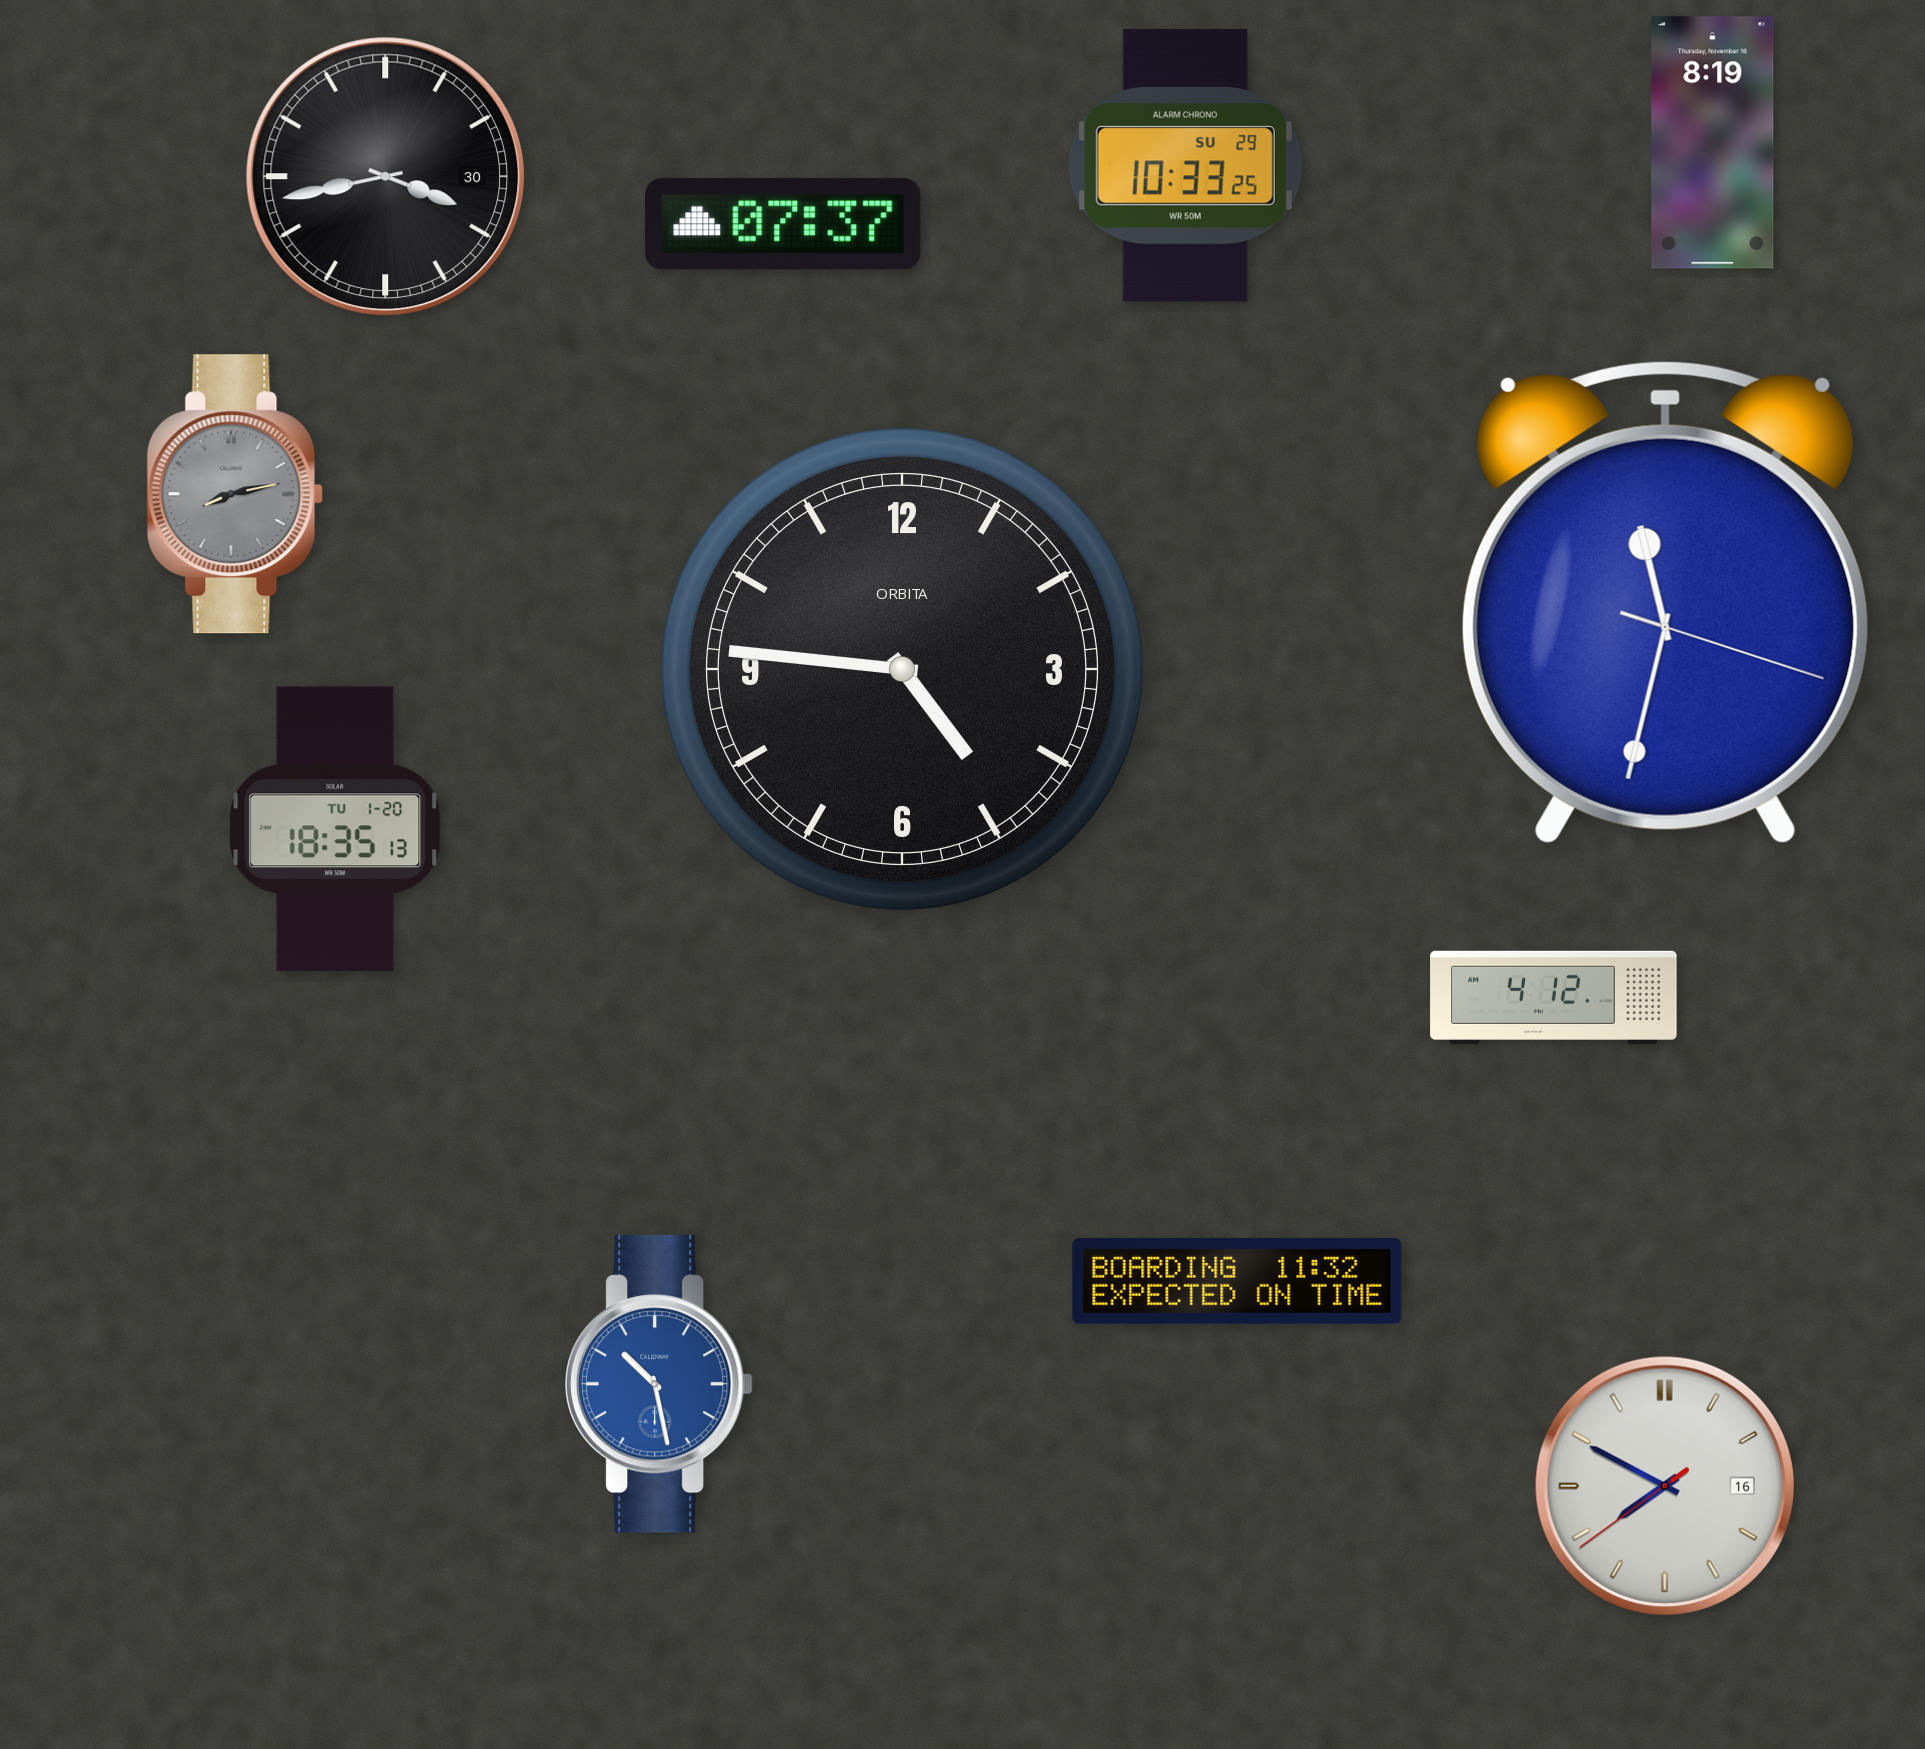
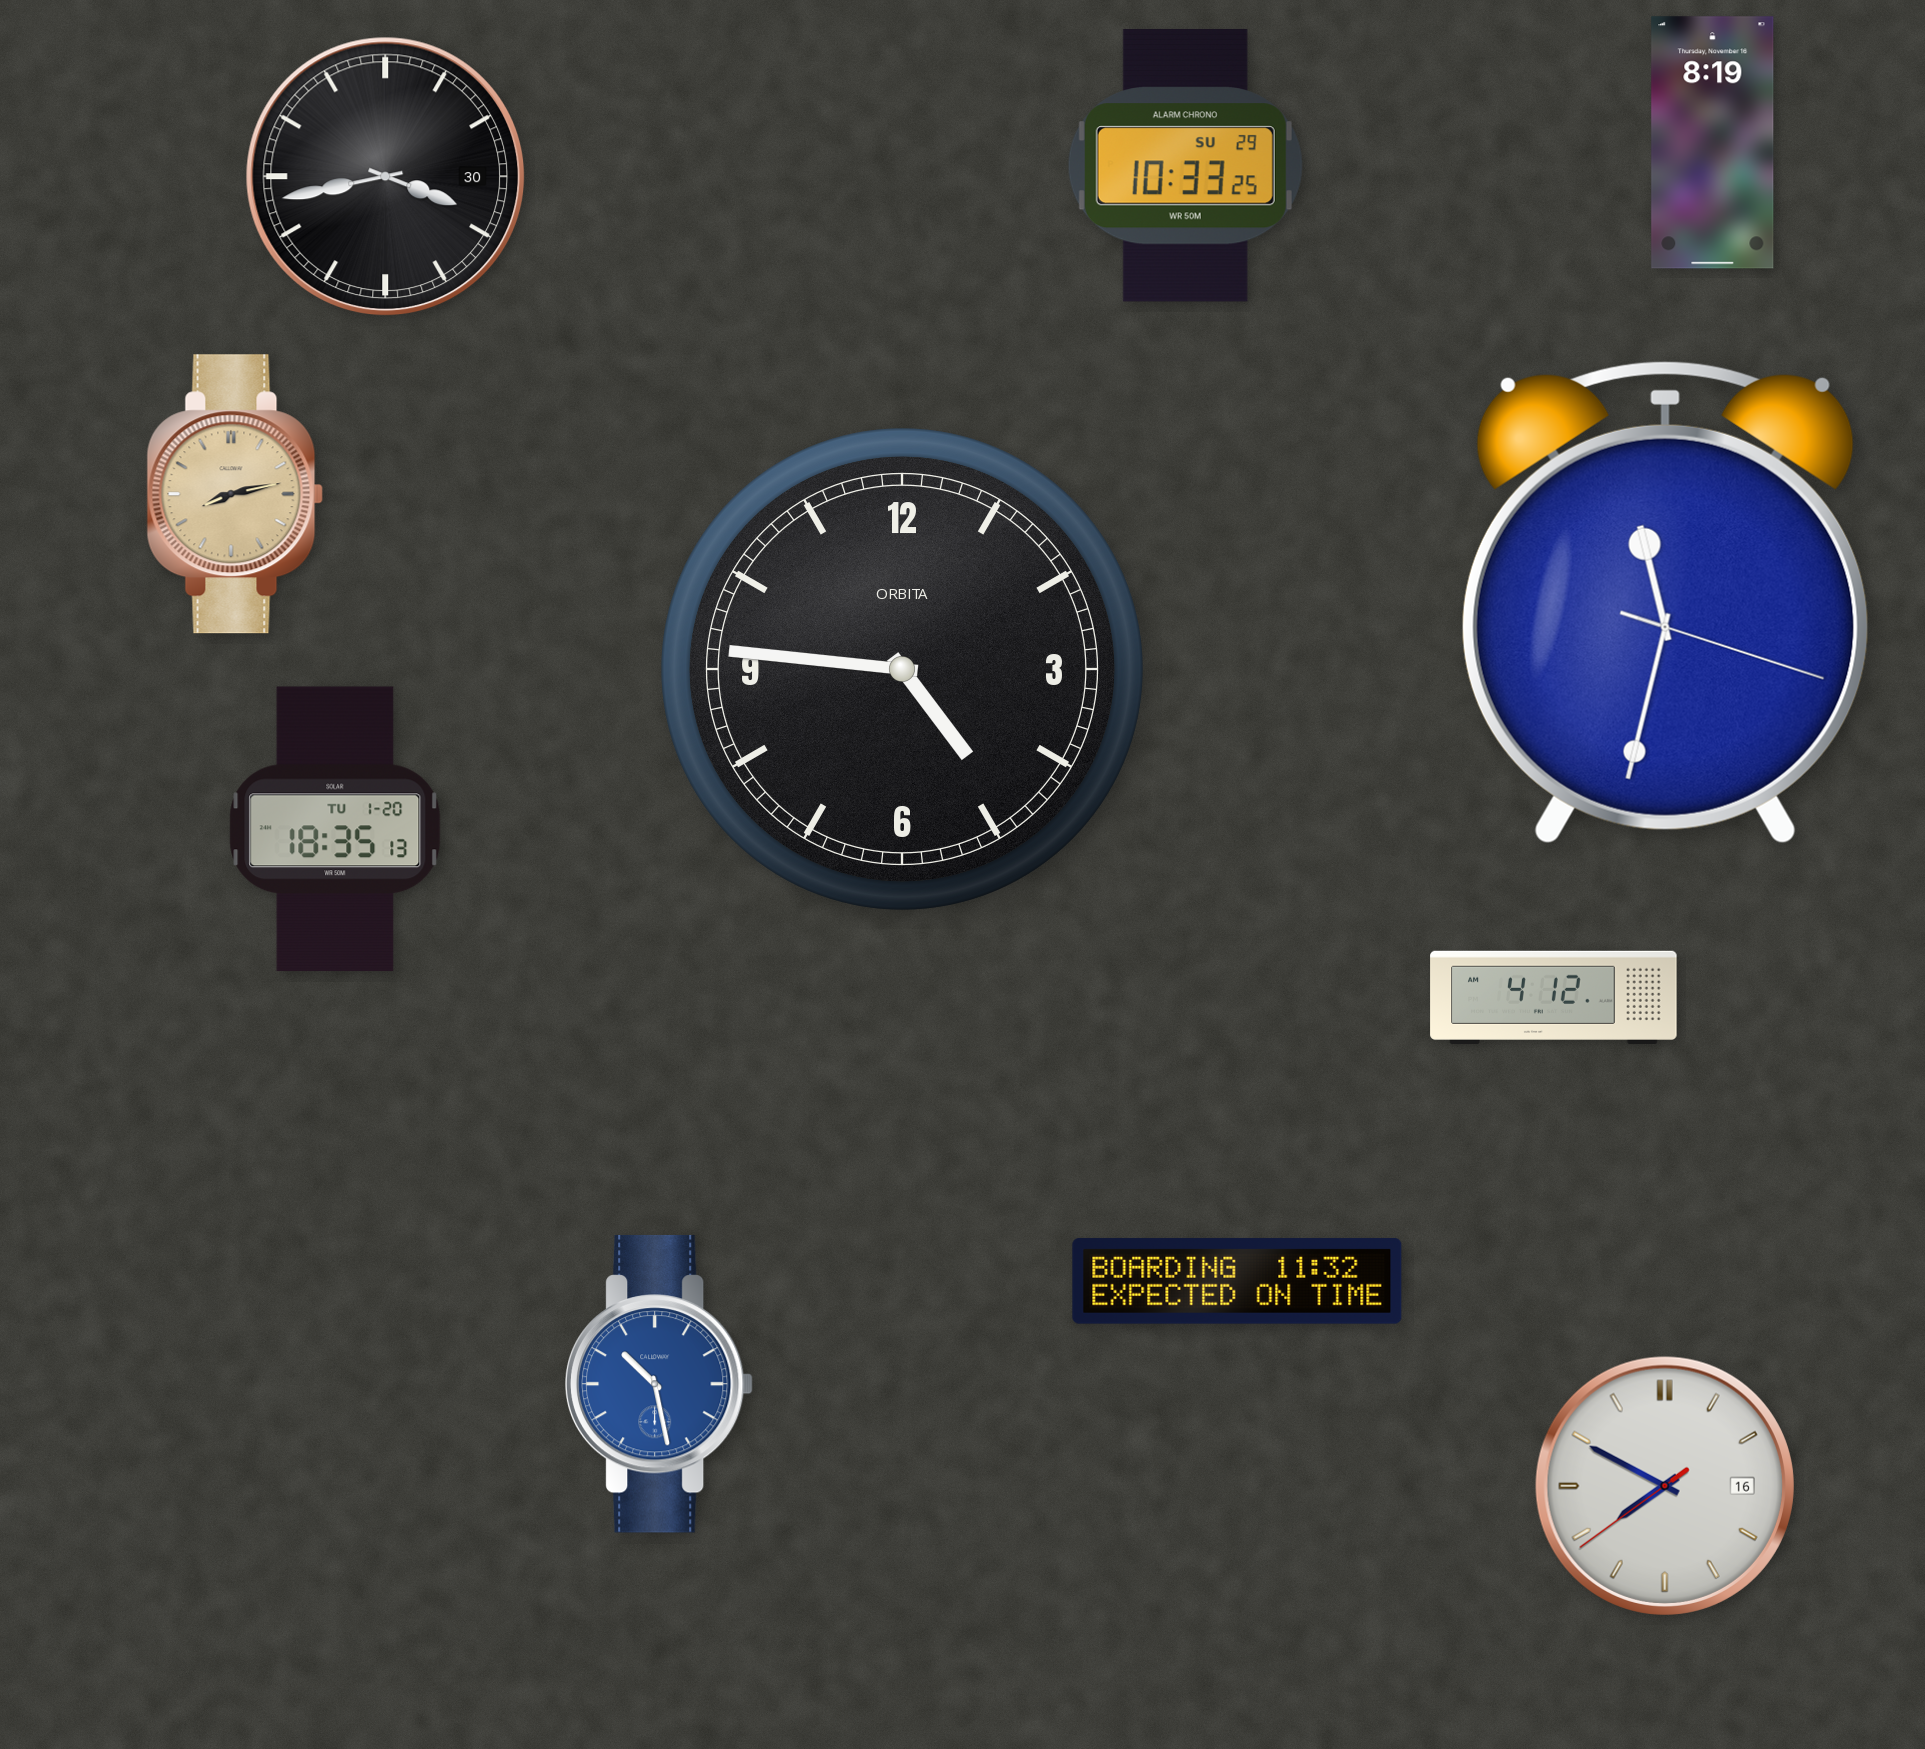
clock at (783, 224): 07:37 -> none
clock at (235, 494) dial: grey -> champagne
